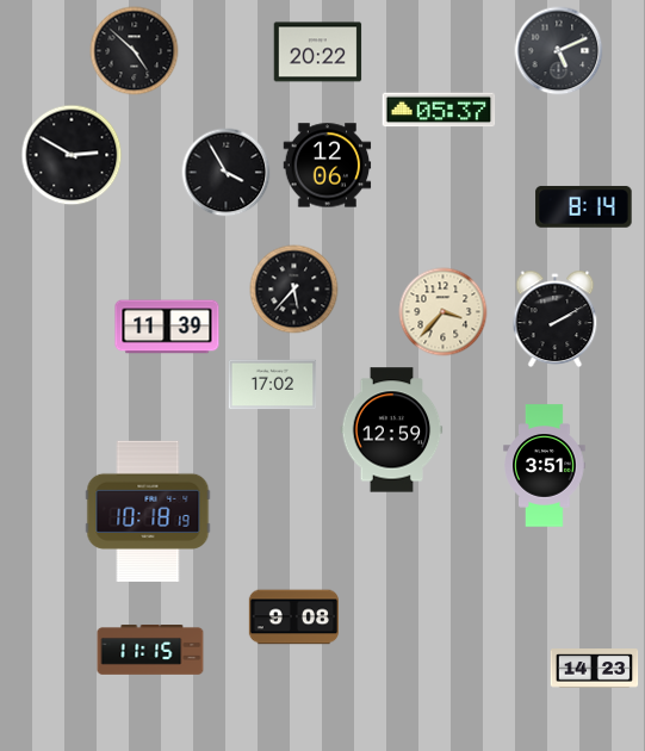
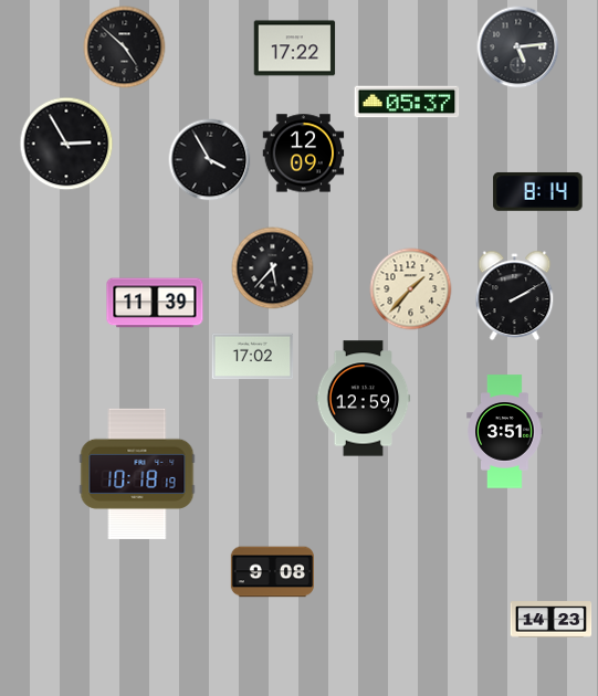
clock at (559, 51): 5:11 -> 5:14
clock at (318, 52): 20:22 -> 17:22
clock at (72, 155): 2:50 -> 2:55
clock at (328, 166): 12:06 -> 12:09
clock at (584, 206) position: (584, 206) -> (538, 191)
clock at (444, 312): 3:37 -> 1:37
clock at (150, 651): 11:15 -> none
